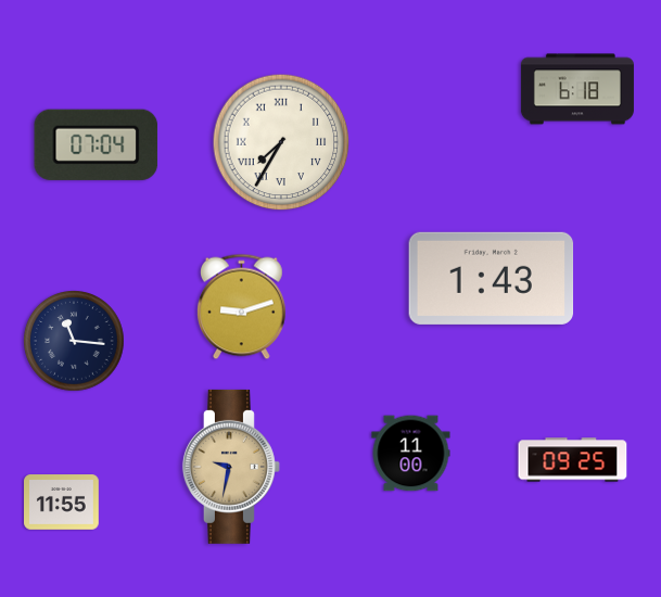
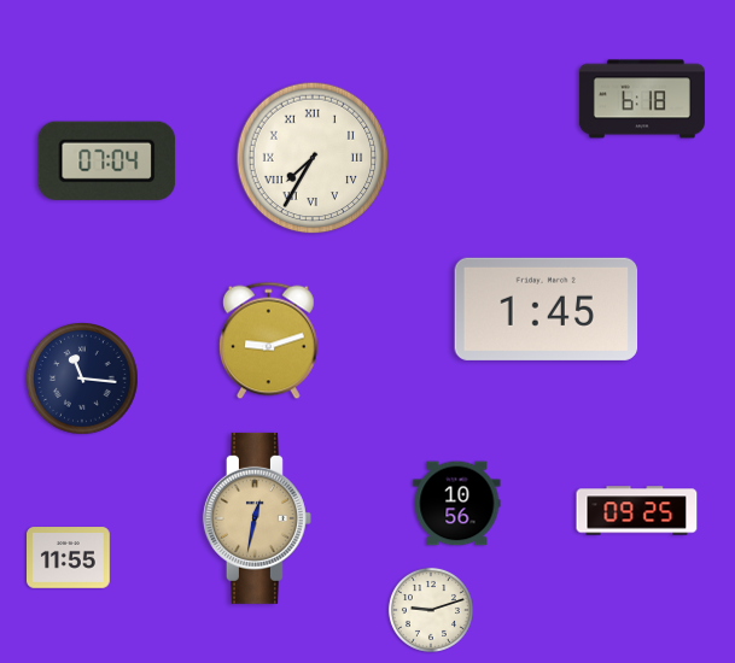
clock at (492, 278): 1:43 -> 1:45
clock at (411, 454): 11:00 -> 10:56
clock at (231, 467): 9:32 -> 12:32
clock at (431, 610): none -> 9:12
